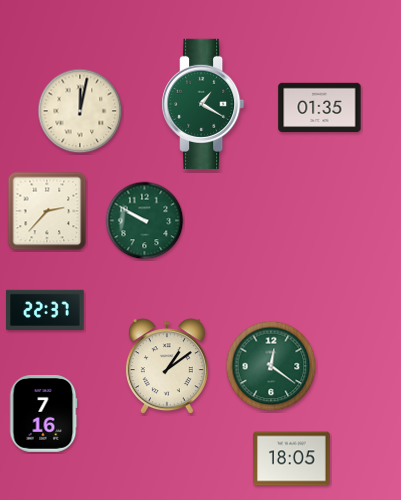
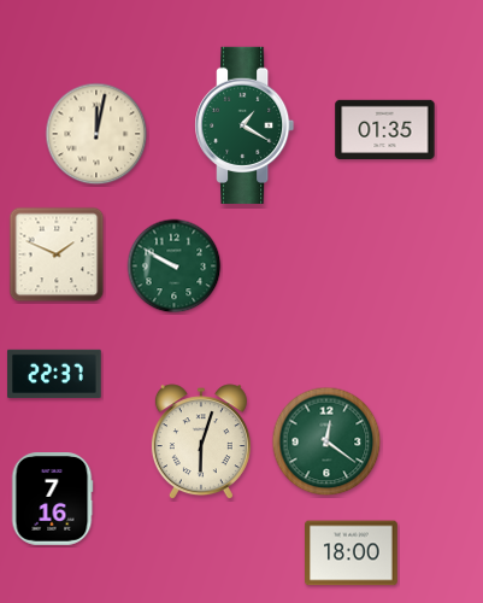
clock at (47, 211): 2:37 -> 1:49
clock at (167, 367): 1:09 -> 6:03
clock at (292, 459): 18:05 -> 18:00
